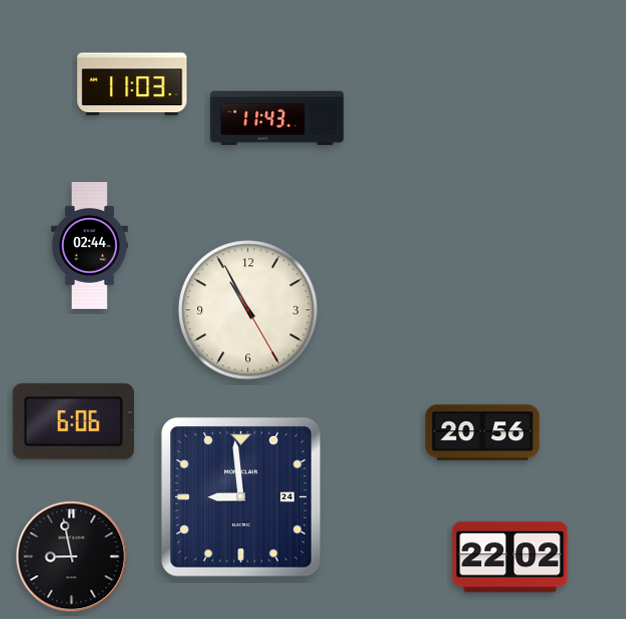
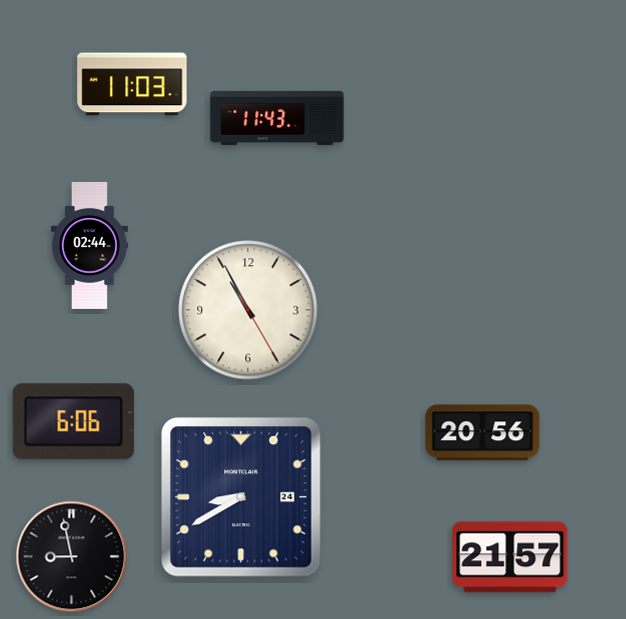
clock at (241, 497): 8:59 -> 8:40
clock at (510, 557): 22:02 -> 21:57
